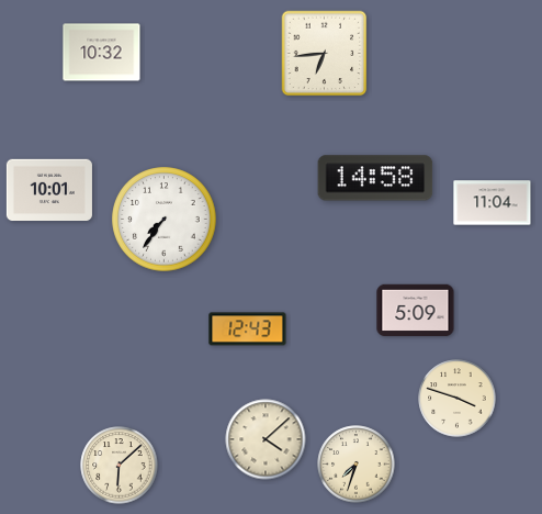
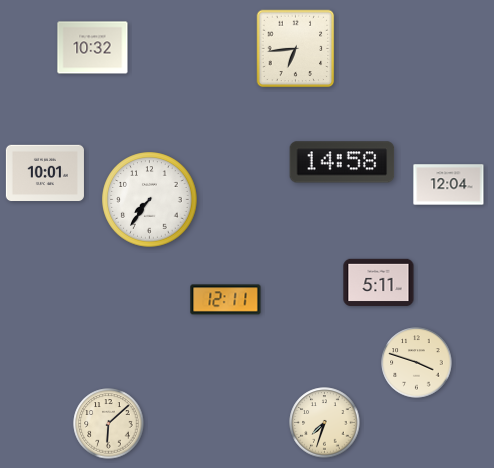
clock at (493, 203): 11:04 -> 12:04
clock at (416, 311): 5:09 -> 5:11
clock at (248, 329): 12:43 -> 12:11
clock at (266, 439): 4:08 -> none
